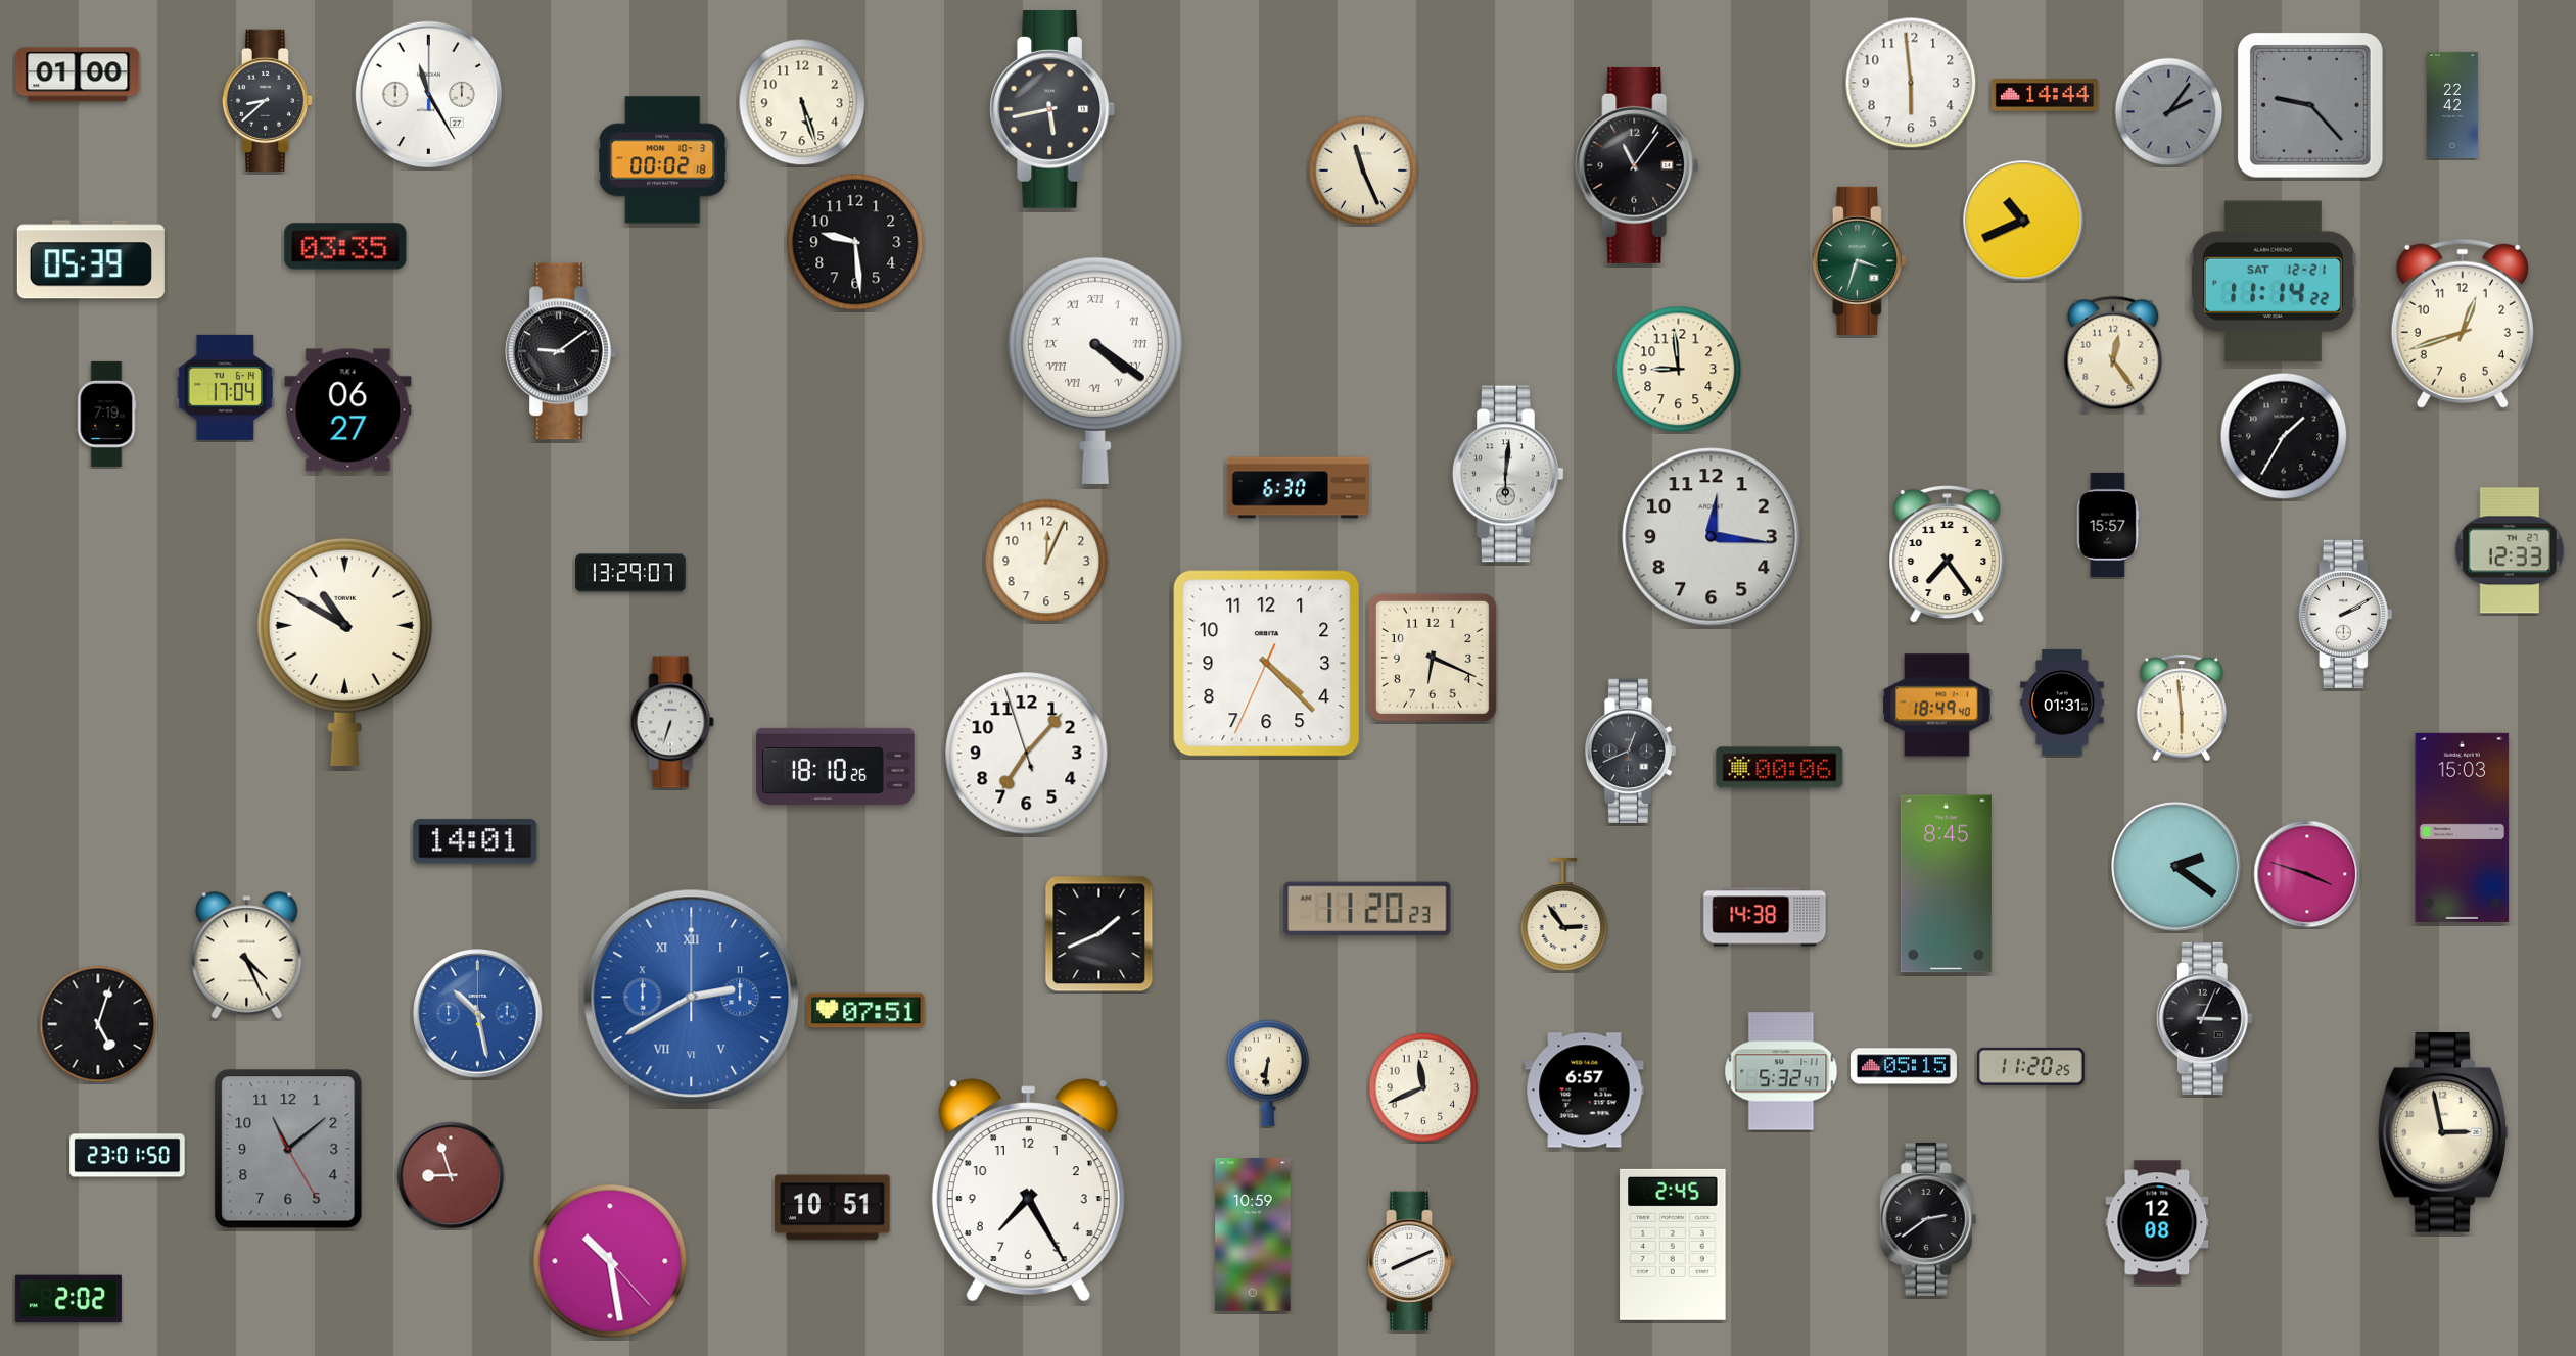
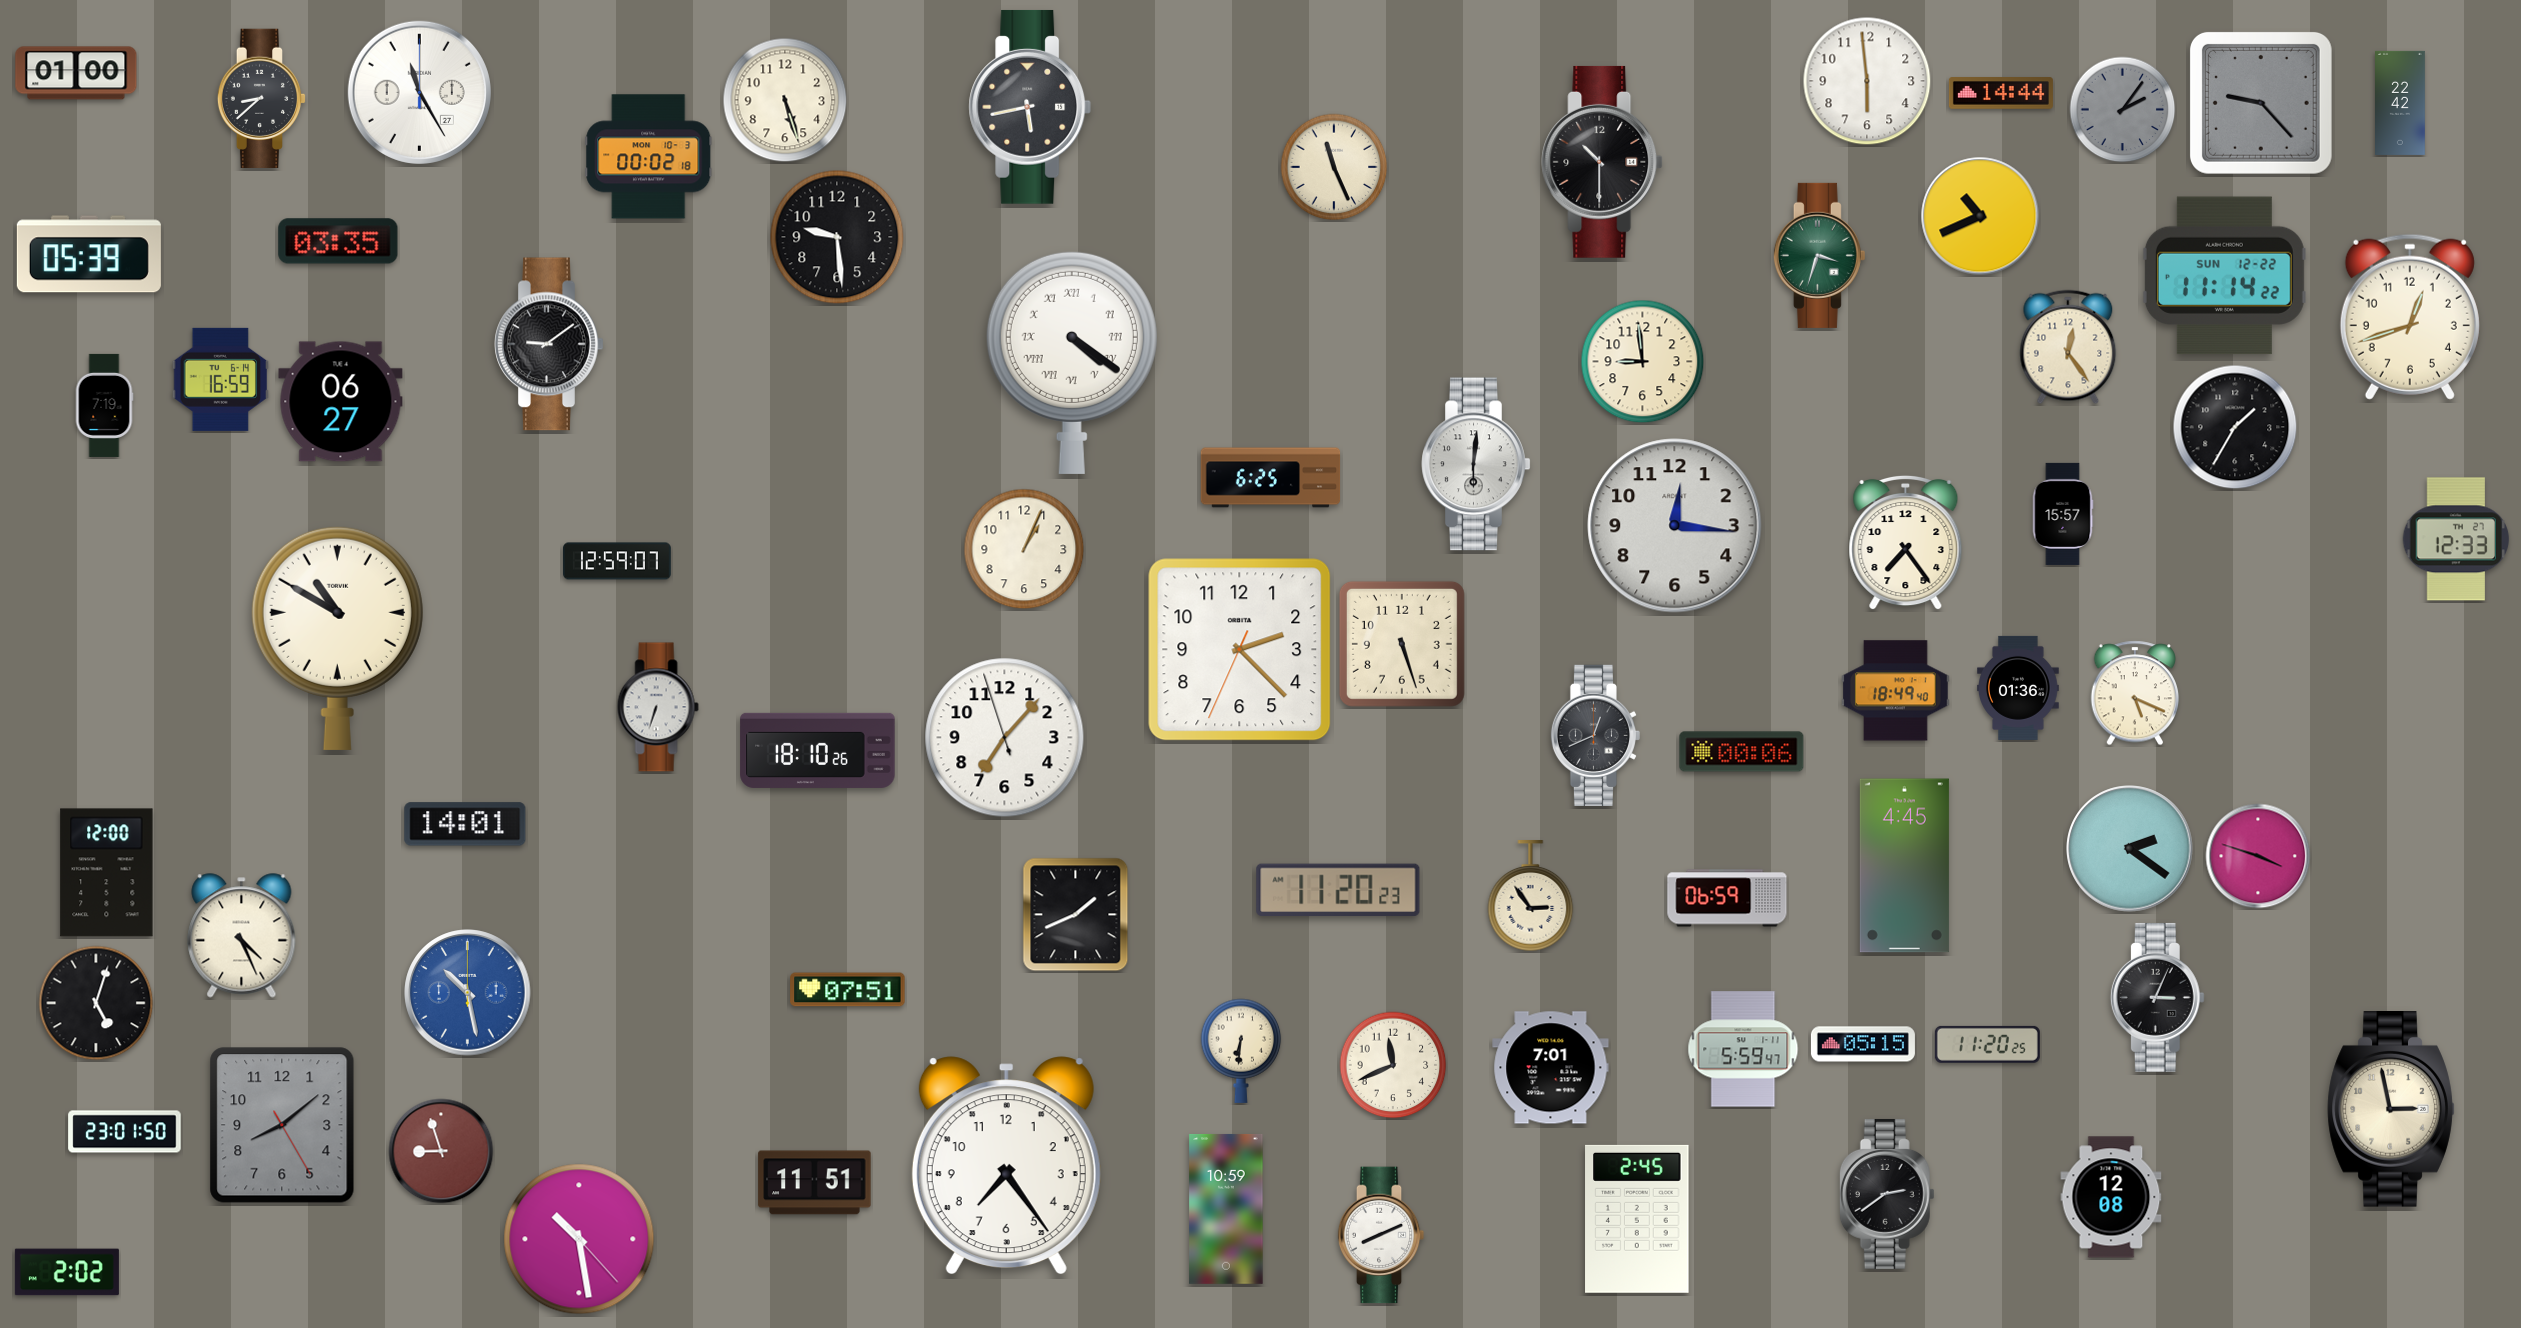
clock at (1911, 83) position: (1911, 83) -> (1867, 81)
clock at (1637, 165): 11:06 -> 10:30
clock at (2273, 282) date: SAT 12-21 -> SUN 12-22
clock at (226, 387): 17:04 -> 16:59
clock at (1299, 488): 6:30 -> 6:25
clock at (1046, 561): 12:04 -> 1:04
clock at (631, 573): 13:29 -> 12:59
clock at (2345, 614): 2:10 -> none
clock at (1433, 658): 6:19 -> 5:27
clock at (1267, 664): 4:22 -> 2:22
clock at (2063, 703): 01:31 -> 01:36
clock at (2182, 708): 5:59 -> 5:19
clock at (2463, 827): 15:03 -> none
clock at (1946, 884): 8:45 -> 4:45
clock at (107, 873): none -> 12:00
clock at (1765, 917): 14:38 -> 06:59
clock at (692, 998): 2:40 -> none
clock at (1781, 1071): 5:32 -> 5:59
clock at (1585, 1091): 6:57 -> 7:01
clock at (288, 1149): 11:08 -> 8:08
clock at (1028, 1191): 7:25 -> 7:24
clock at (833, 1208): 10:51 -> 11:51
clock at (610, 1261) position: (610, 1261) -> (579, 1239)
